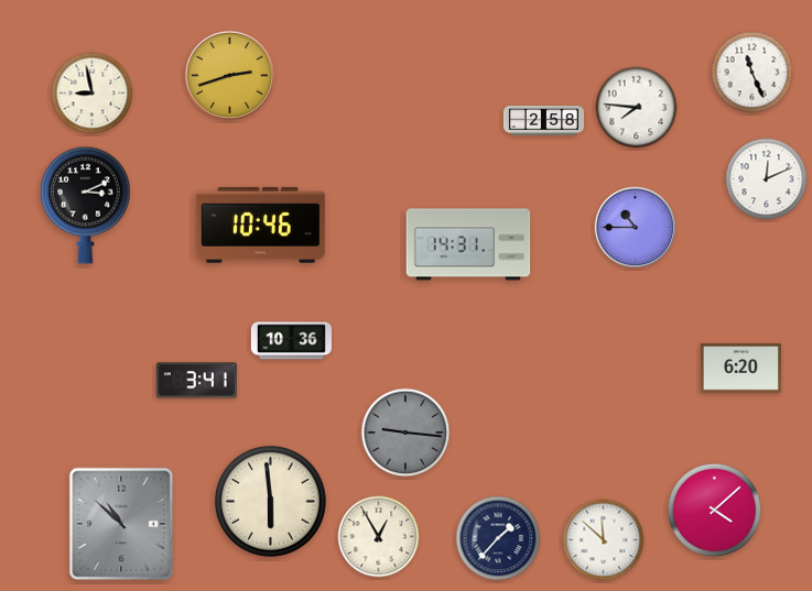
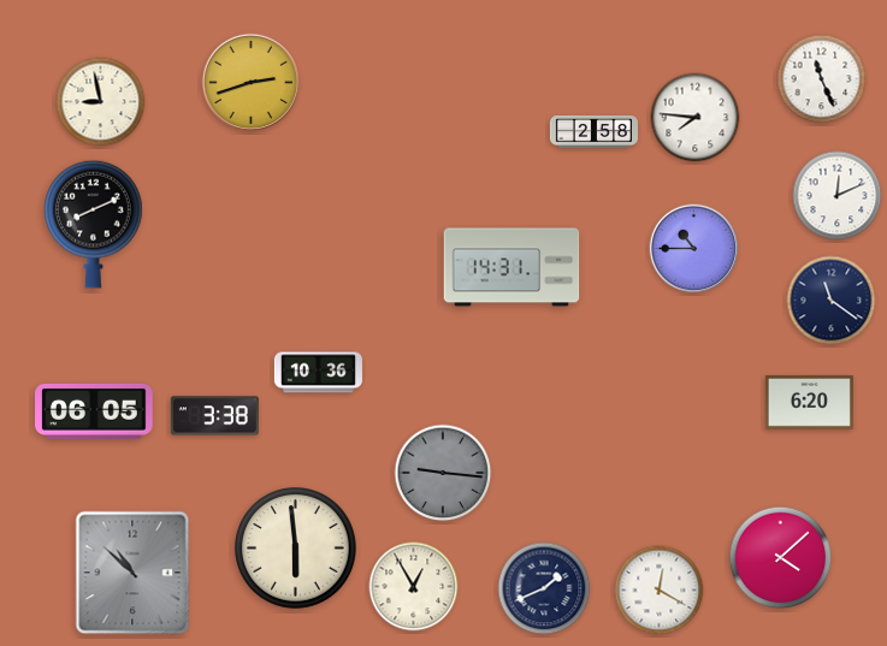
clock at (86, 205): 3:11 -> 8:11
clock at (260, 225): 10:46 -> none
clock at (832, 301): none -> 11:21
clock at (94, 411): none -> 06:05
clock at (196, 381): 3:41 -> 3:38
clock at (498, 538): 1:37 -> 1:41
clock at (604, 540): 11:52 -> 12:20
